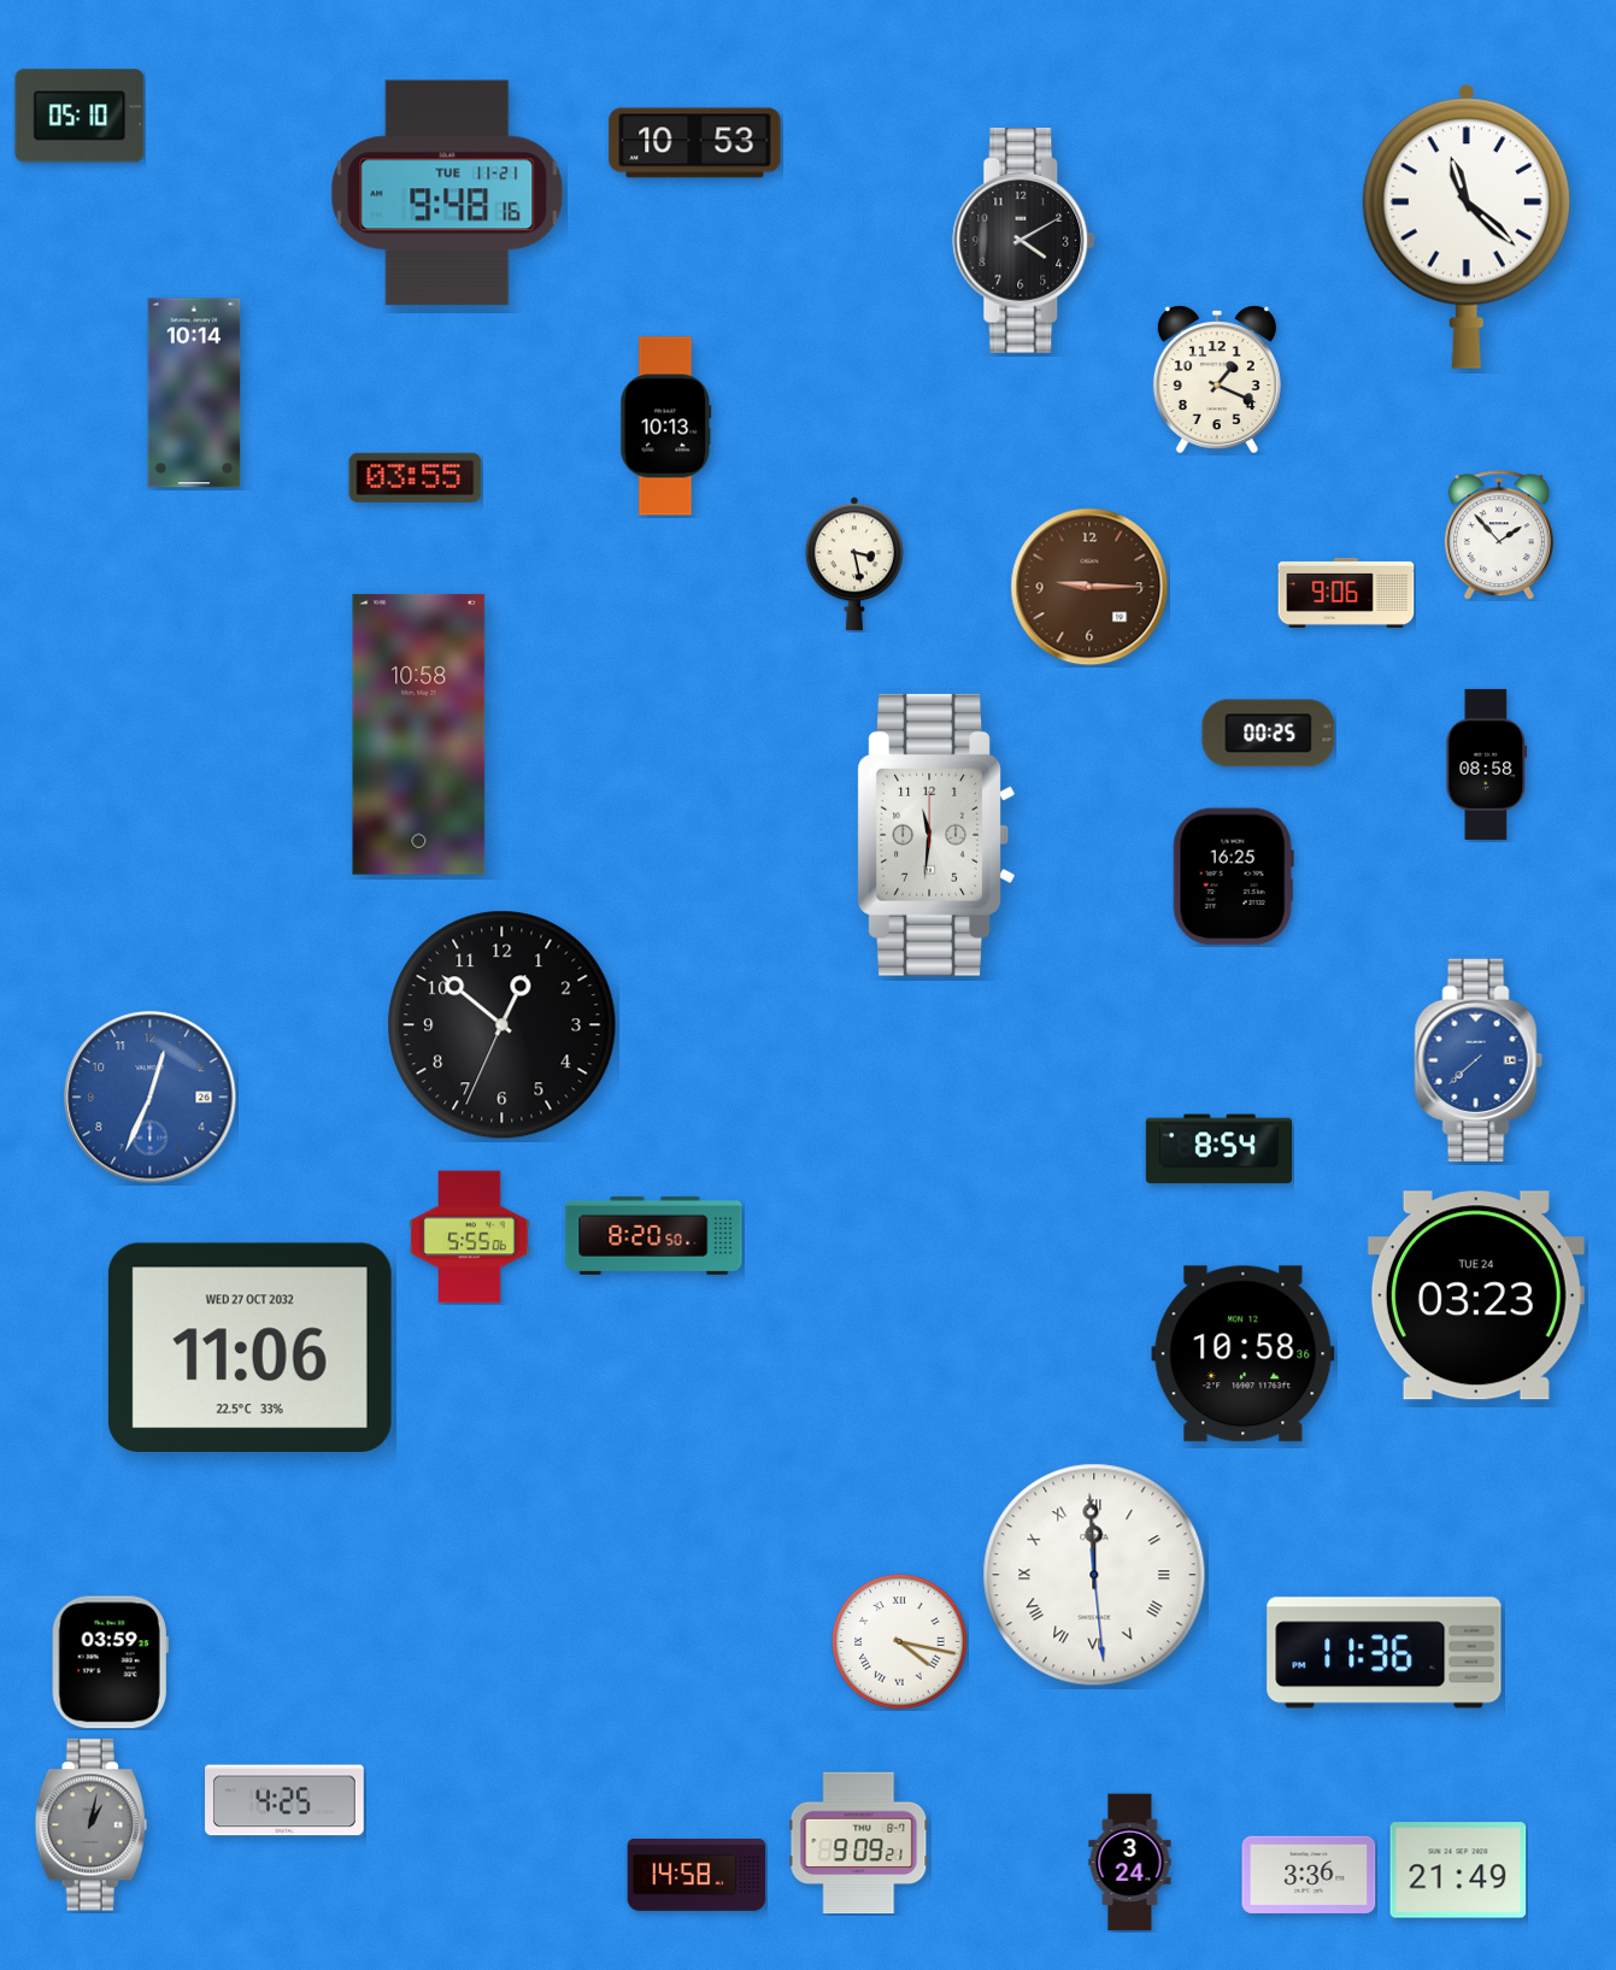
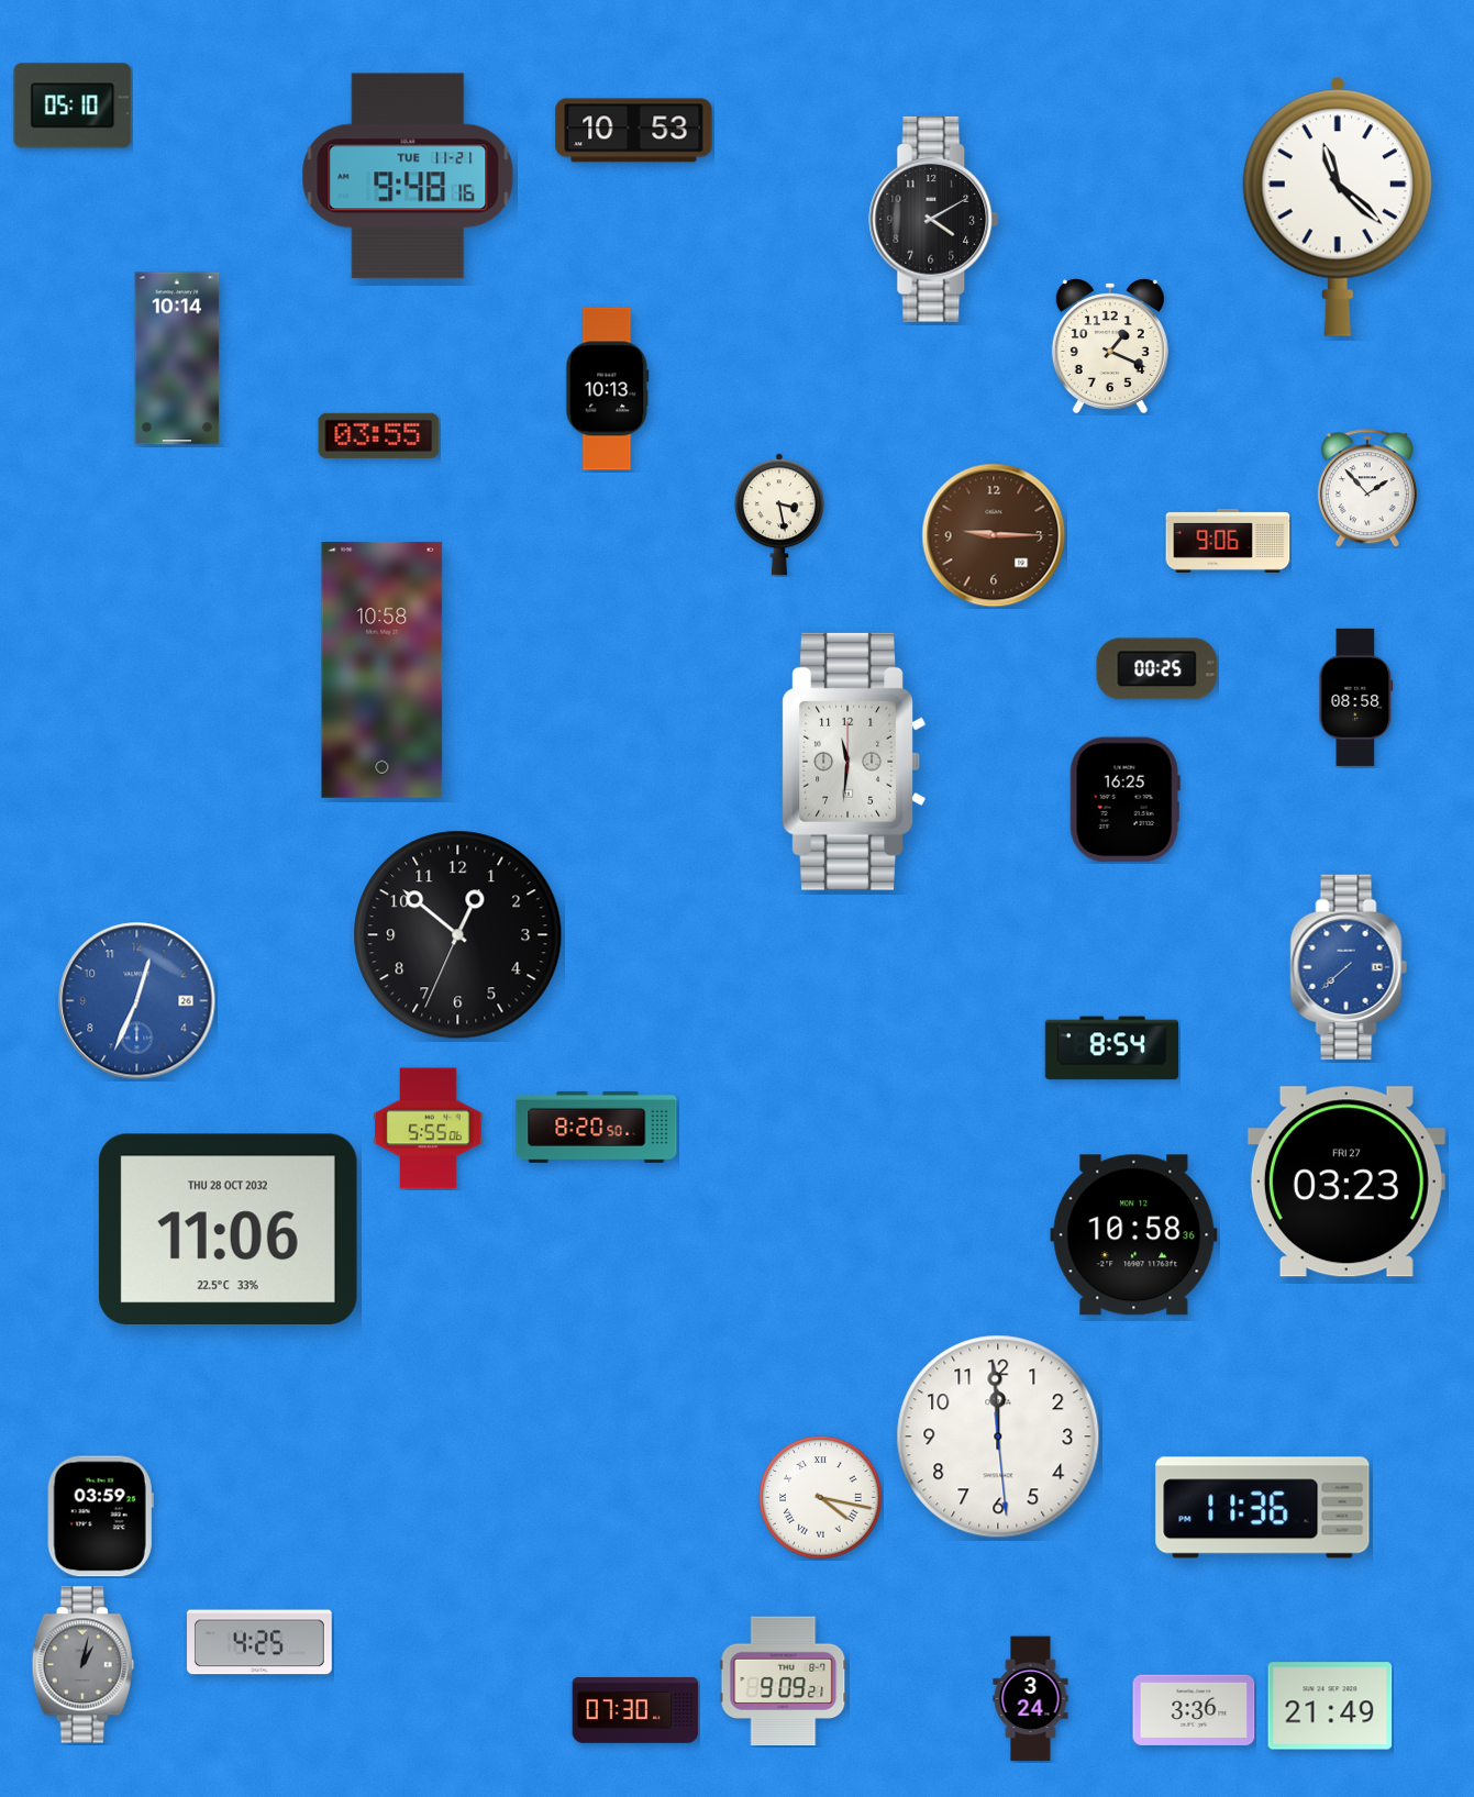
clock at (1476, 1295) date: TUE 24 -> FRI 27
clock at (249, 1347) date: WED 27 OCT 2032 -> THU 28 OCT 2032
clock at (1094, 1575) numerals: Roman -> Arabic
clock at (697, 1876): 14:58 -> 07:30
